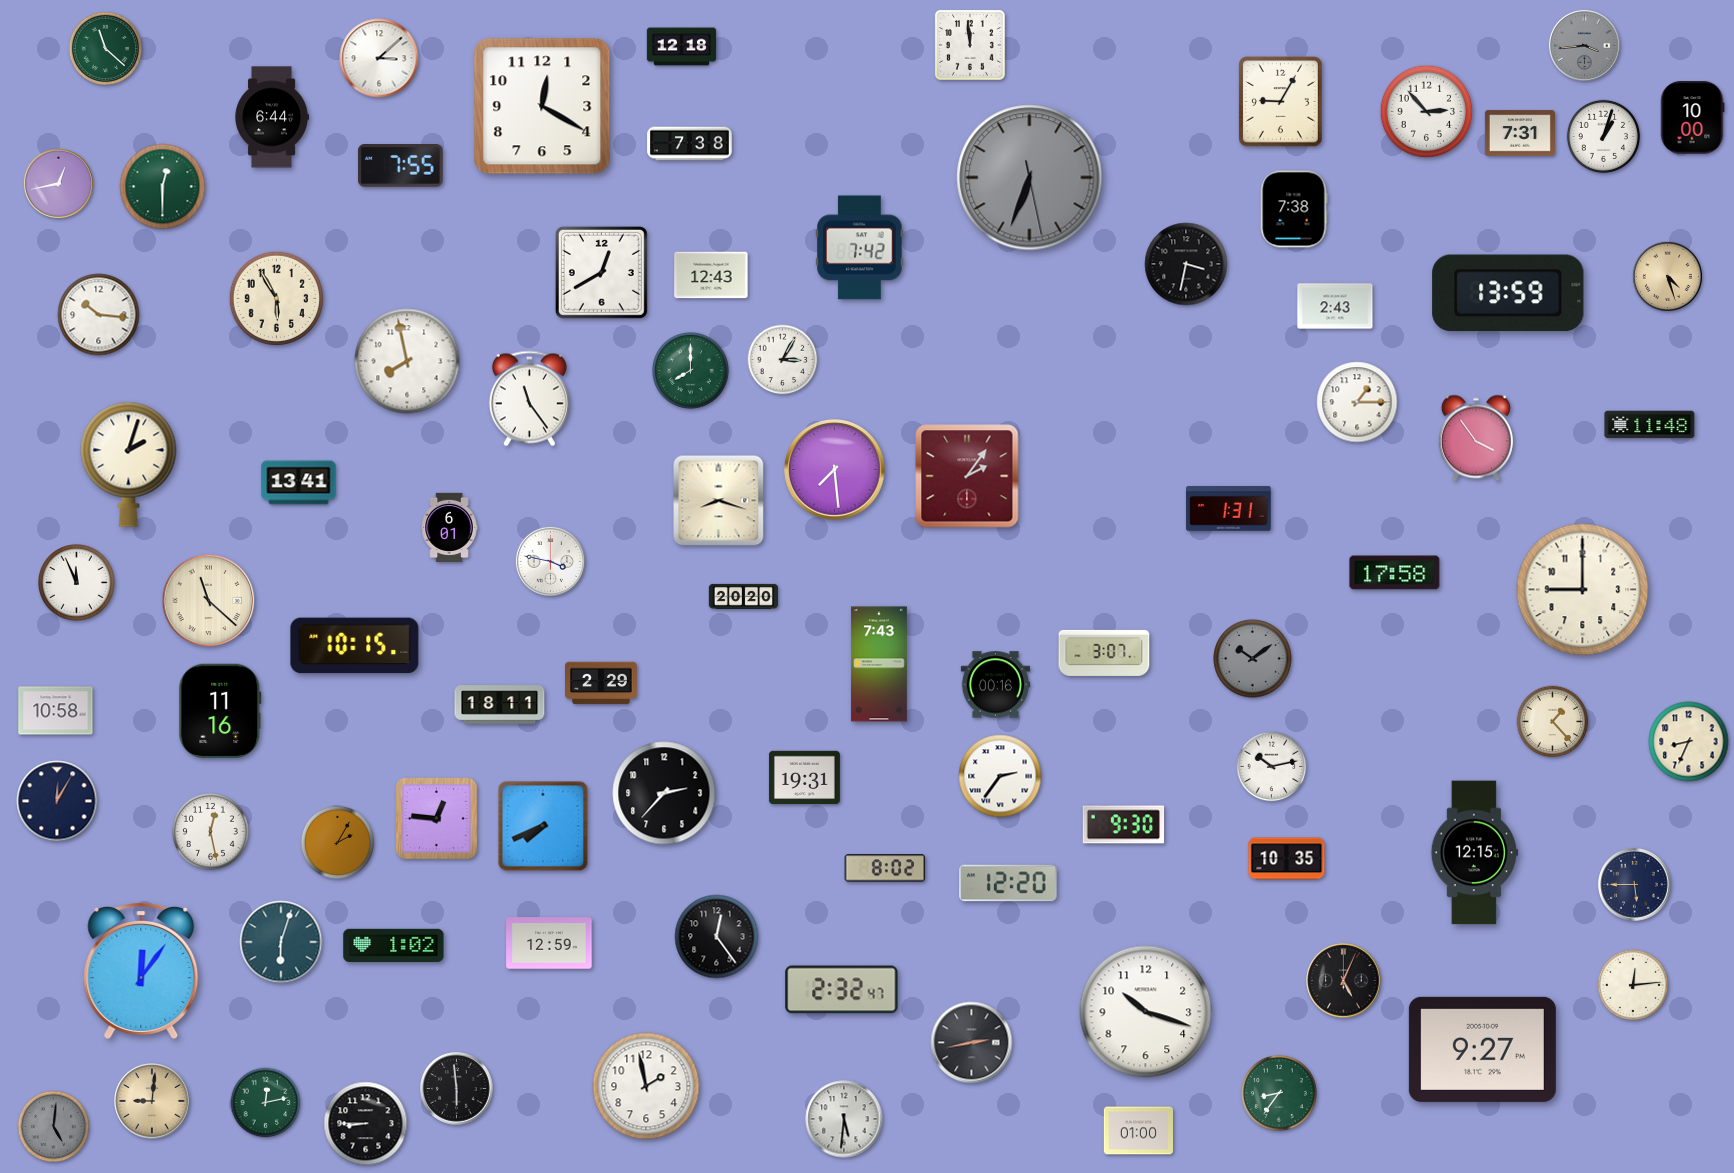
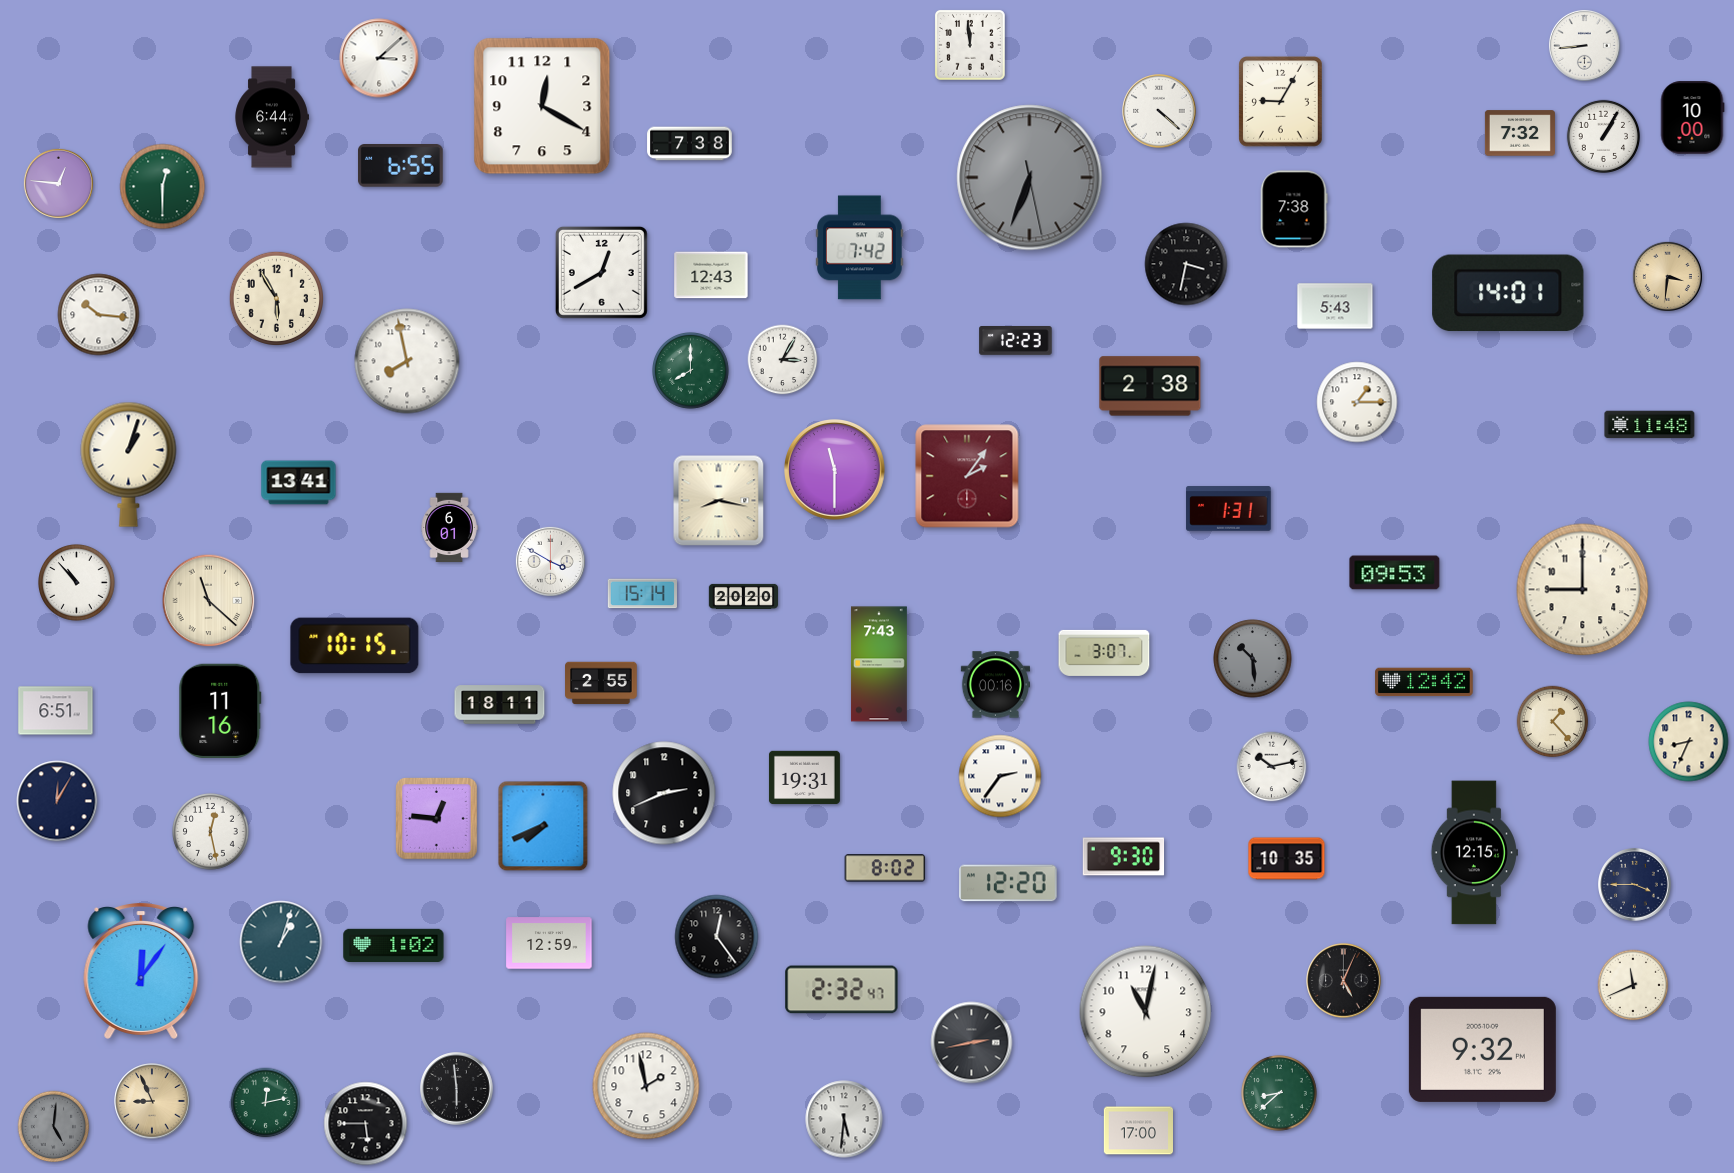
clock at (1584, 45): 3:44 -> 8:44
clock at (1584, 45) dial: grey -> white
clock at (682, 47): 12:18 -> none
clock at (105, 48): 11:22 -> none
clock at (1159, 111): none -> 4:22
clock at (1427, 112): 2:53 -> none
clock at (1520, 133): 7:31 -> 7:32
clock at (1603, 136): 1:03 -> 1:05
clock at (401, 166): 7:55 -> 6:55
clock at (58, 183): 12:43 -> 12:46
clock at (1667, 276): 4:27 -> 3:31
clock at (1508, 293): 13:59 -> 14:01
clock at (1335, 306): 2:43 -> 5:43
clock at (1016, 341): none -> 12:23
clock at (1150, 386): none -> 2:38
clock at (529, 399): 11:24 -> none
clock at (1476, 438): 3:54 -> none
clock at (129, 464): 2:03 -> 1:03
clock at (835, 470): 7:29 -> 11:30
clock at (719, 501): 8:18 -> 8:17
clock at (550, 561): 3:47 -> 3:50
clock at (1395, 573): 17:58 -> 09:53
clock at (77, 583): 11:56 -> 10:53
clock at (642, 594): none -> 15:14
clock at (1253, 659): 10:09 -> 10:29
clock at (1424, 682): none -> 12:42
clock at (601, 683): 2:29 -> 2:55
clock at (56, 711): 10:58 -> 6:51
clock at (664, 793): 2:37 -> 2:41
clock at (1124, 825) position: (1124, 825) -> (1124, 857)
clock at (337, 842): 2:05 -> none
clock at (1635, 885): 5:45 -> 3:45
clock at (281, 942): 6:03 -> 1:03
clock at (1633, 985): 12:14 -> 11:41
clock at (1146, 1012): 10:18 -> 11:02
clock at (1482, 1049): 9:27 -> 9:32
clock at (1279, 1093): 8:36 -> 8:38
clock at (152, 1101): 9:01 -> 8:56
clock at (366, 1124): 8:45 -> 5:45
clock at (1138, 1131): 01:00 -> 17:00
